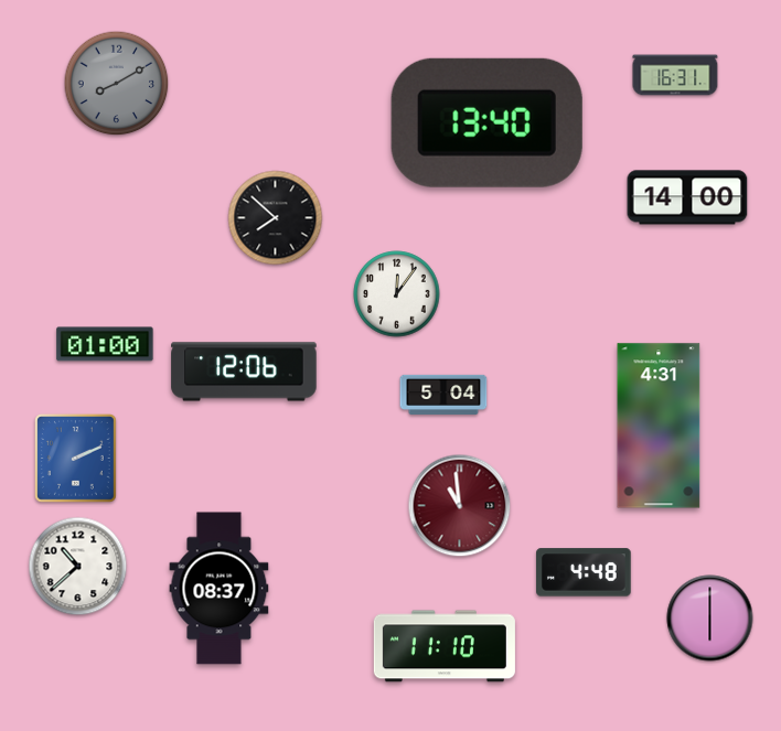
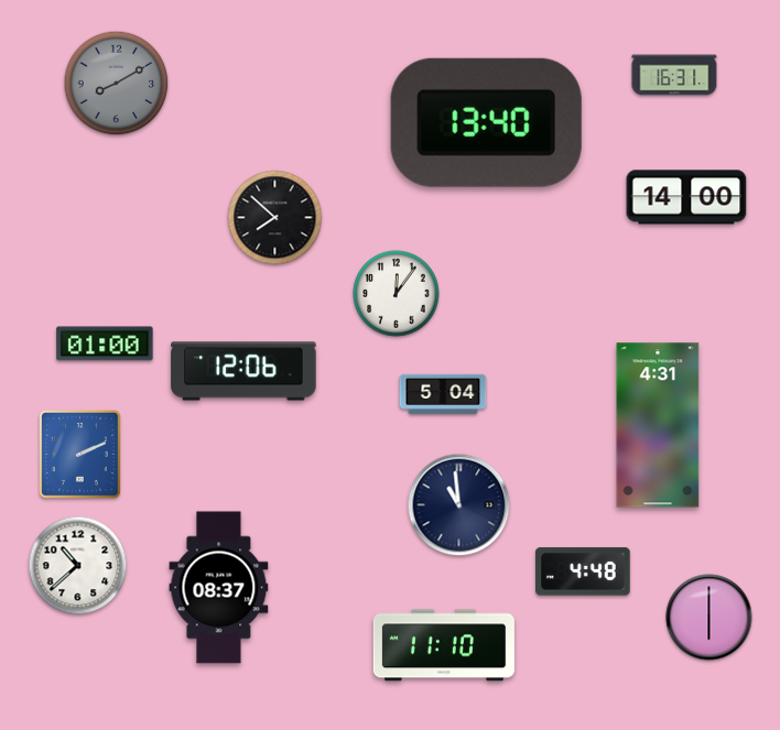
clock at (76, 459) position: (76, 459) -> (80, 455)
clock at (460, 506) dial: burgundy -> navy
